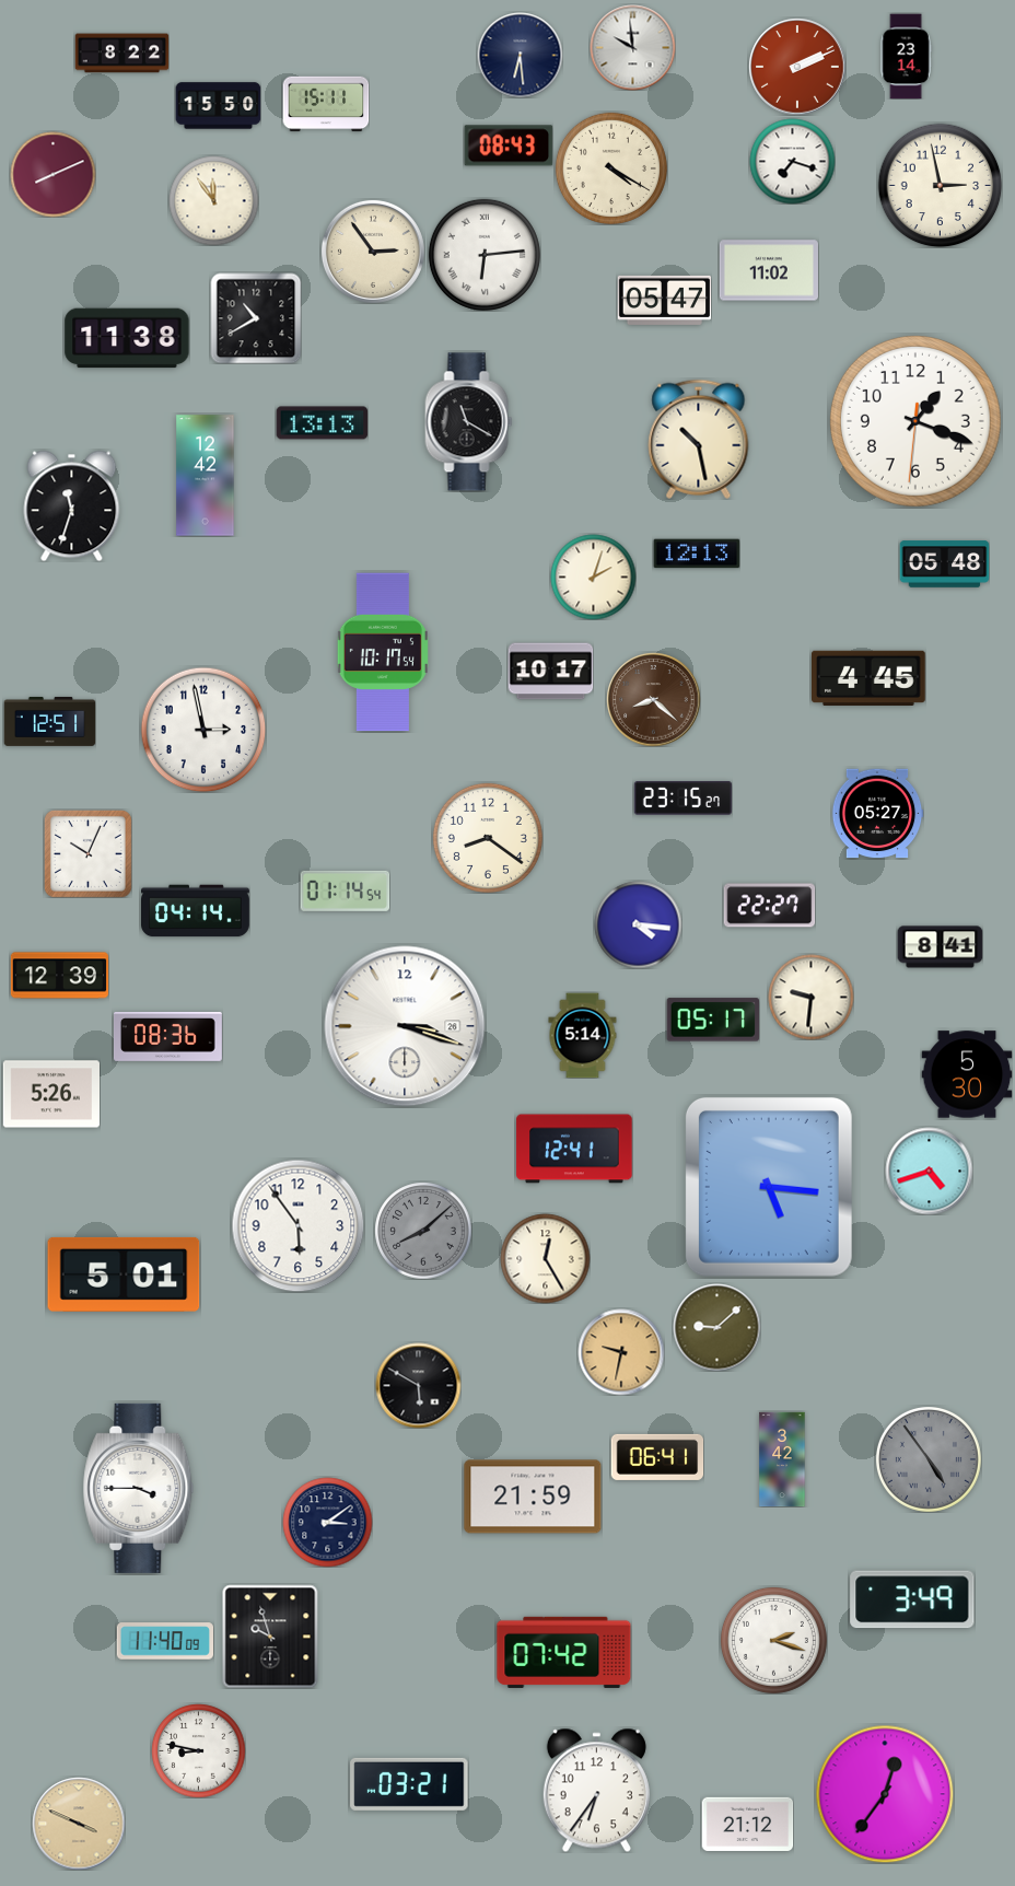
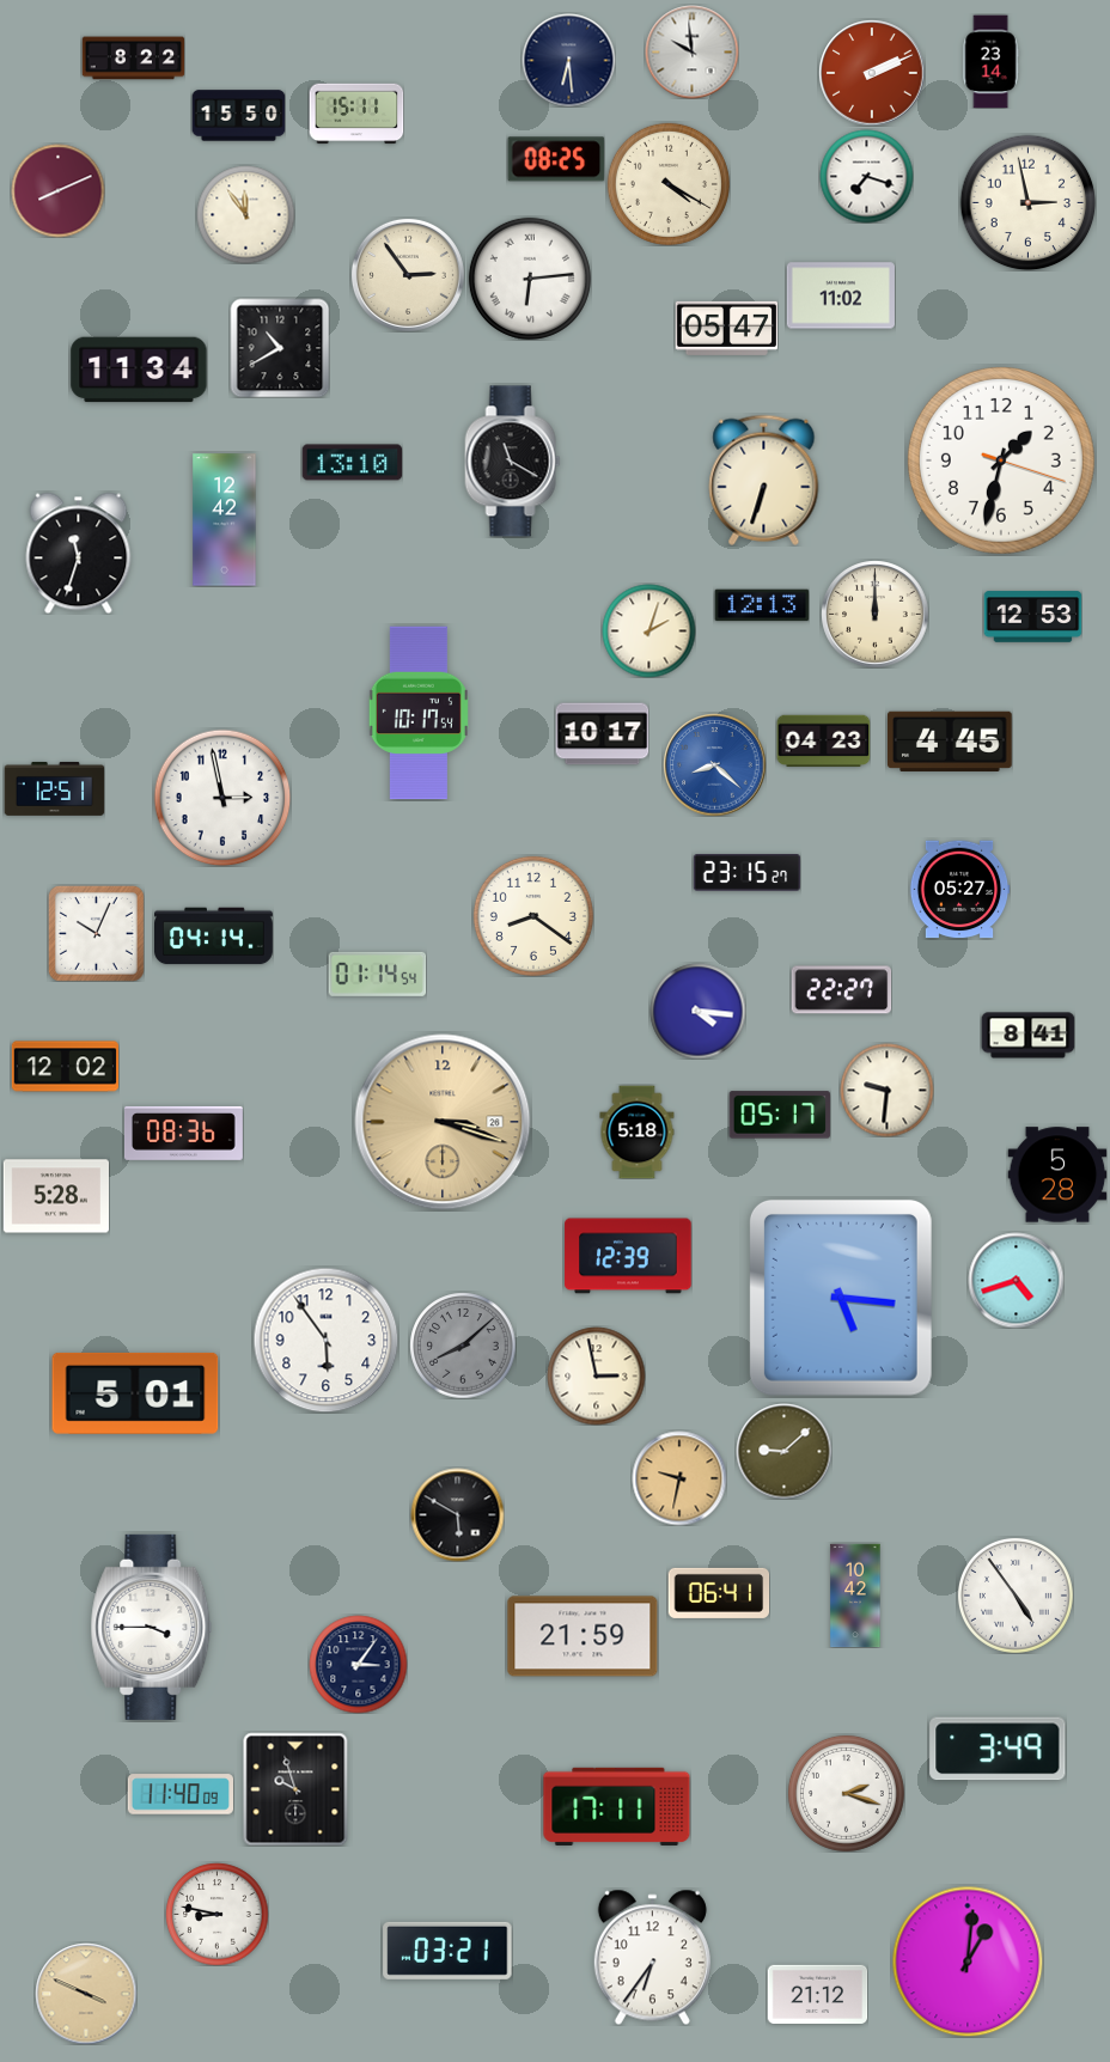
clock at (509, 145): 08:43 -> 08:25
clock at (213, 200) position: (213, 200) -> (245, 214)
clock at (127, 338): 11:38 -> 11:34
clock at (915, 421): 1:18 -> 1:32
clock at (322, 423): 13:13 -> 13:10
clock at (699, 439): 10:28 -> 6:33
clock at (874, 614): none -> 12:00
clock at (944, 564): 05:48 -> 12:53
clock at (823, 742): none -> 04:23
clock at (653, 699) dial: brown -> blue
clock at (196, 911) position: (196, 911) -> (214, 937)
clock at (59, 976): 12:39 -> 12:02
clock at (405, 1026) dial: white -> champagne
clock at (583, 1035): 5:14 -> 5:18
clock at (967, 1074): 5:30 -> 5:28
clock at (50, 1094): 5:26 -> 5:28
clock at (574, 1149): 12:41 -> 12:39
clock at (545, 1258): 12:25 -> 2:58
clock at (782, 1459): 3:42 -> 10:42
clock at (929, 1459) dial: grey -> white
clock at (327, 1522): 3:09 -> 3:06
clock at (564, 1652): 07:42 -> 17:11
clock at (885, 1794): 12:36 -> 1:01
